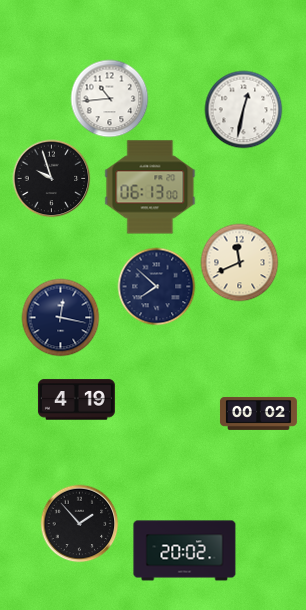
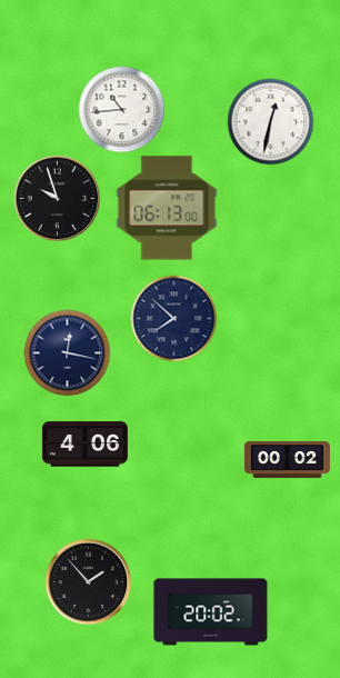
clock at (239, 262): 11:41 -> none
clock at (76, 400): 4:19 -> 4:06
clock at (185, 551) position: (185, 551) -> (211, 612)
